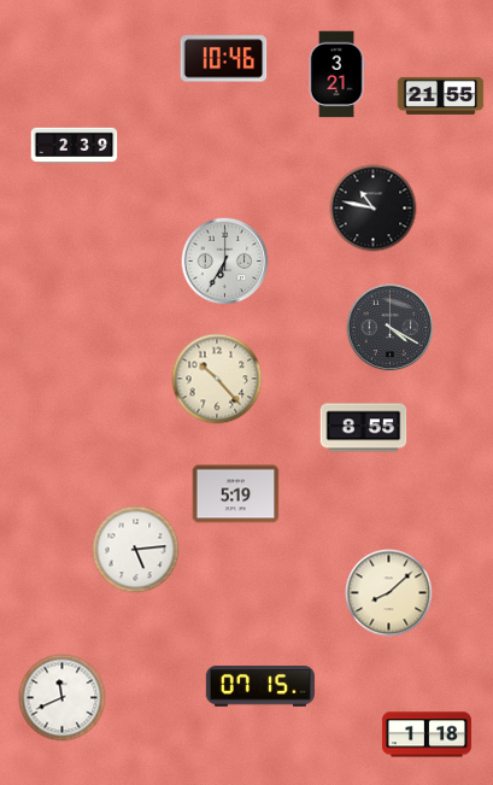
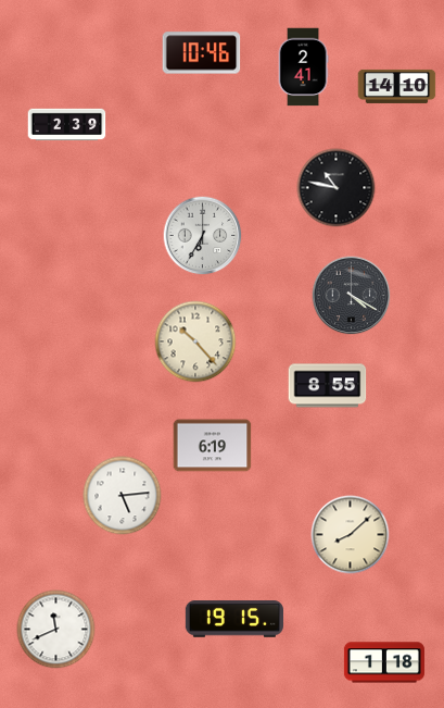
clock at (336, 75): 3:21 -> 2:41
clock at (441, 95): 21:55 -> 14:10
clock at (75, 146) position: (75, 146) -> (67, 125)
clock at (236, 494): 5:19 -> 6:19
clock at (260, 686): 07:15 -> 19:15
